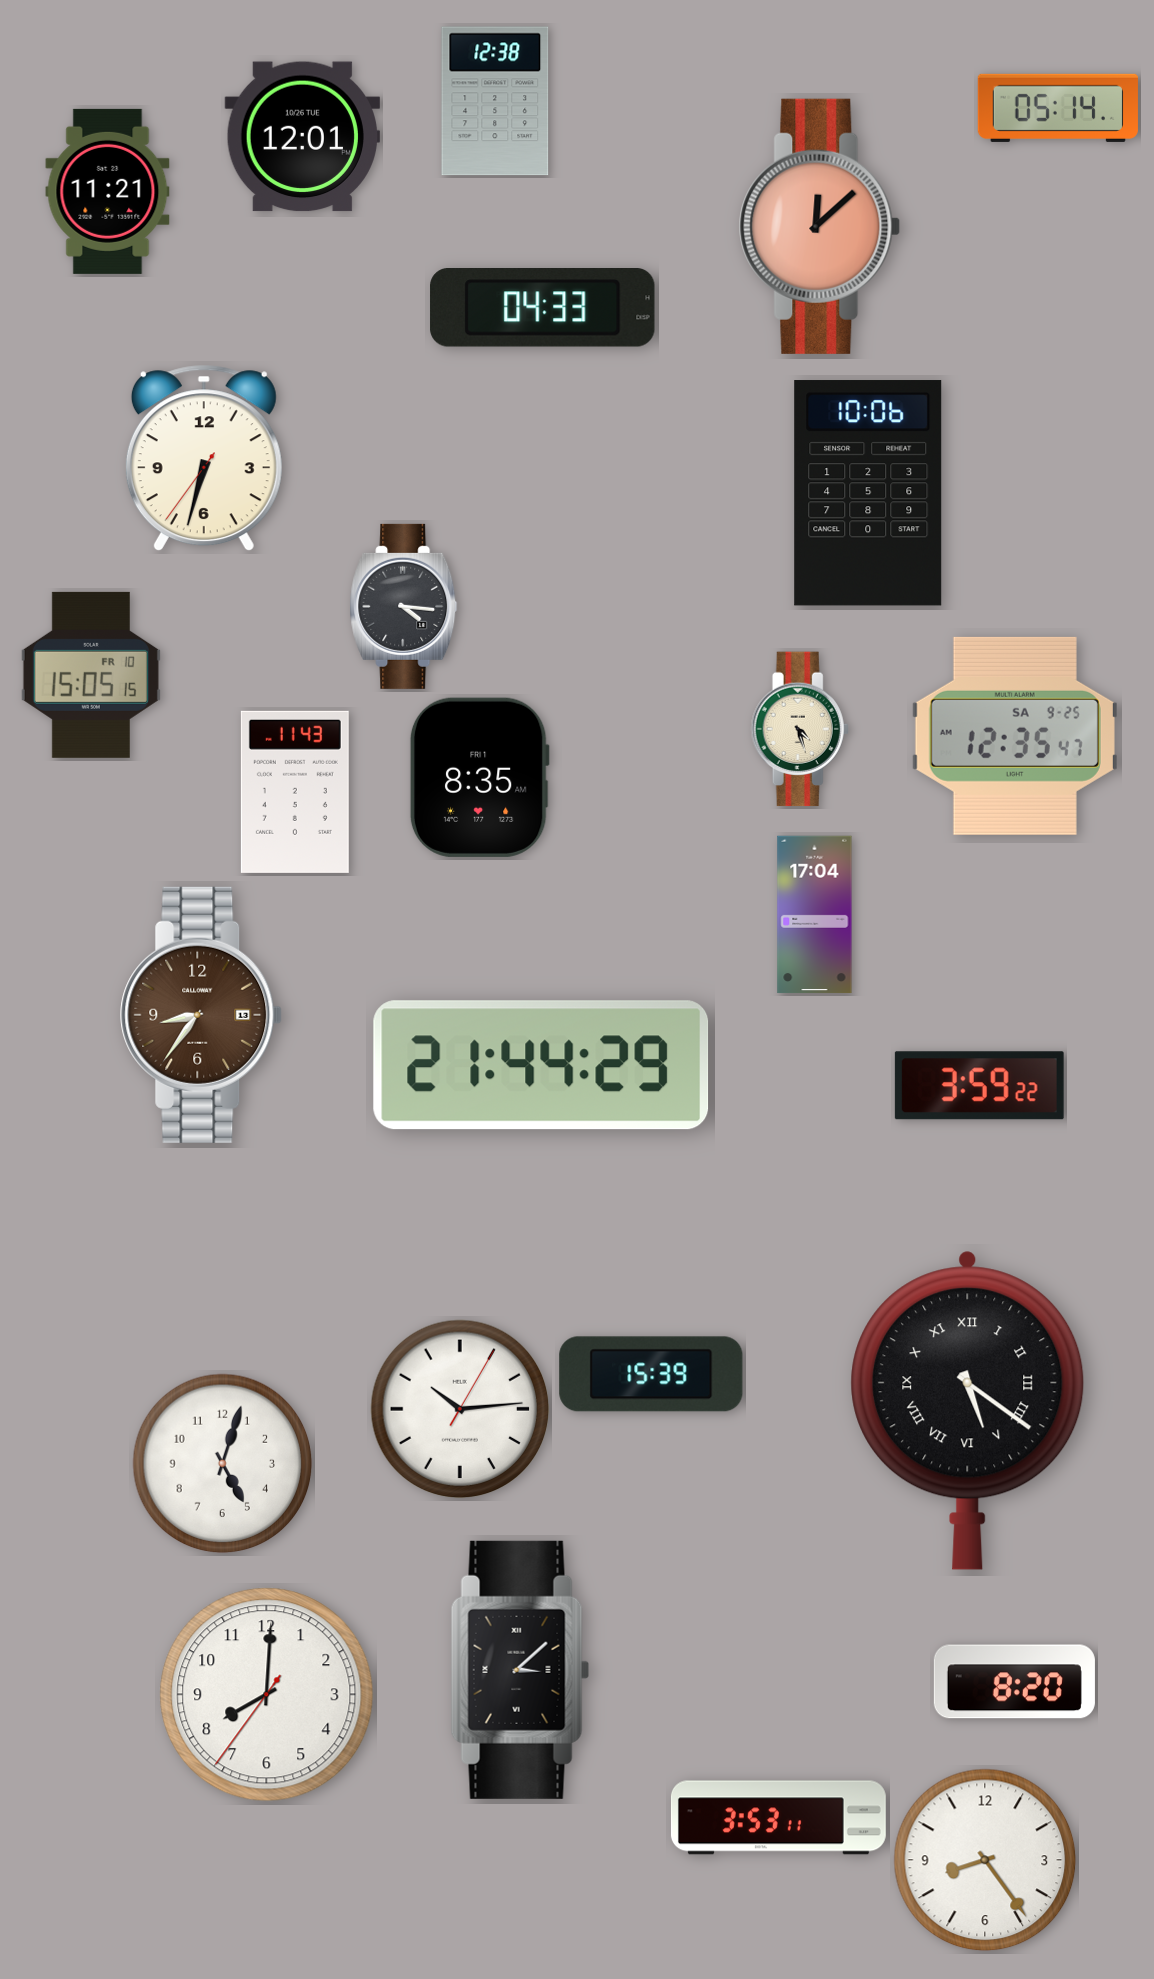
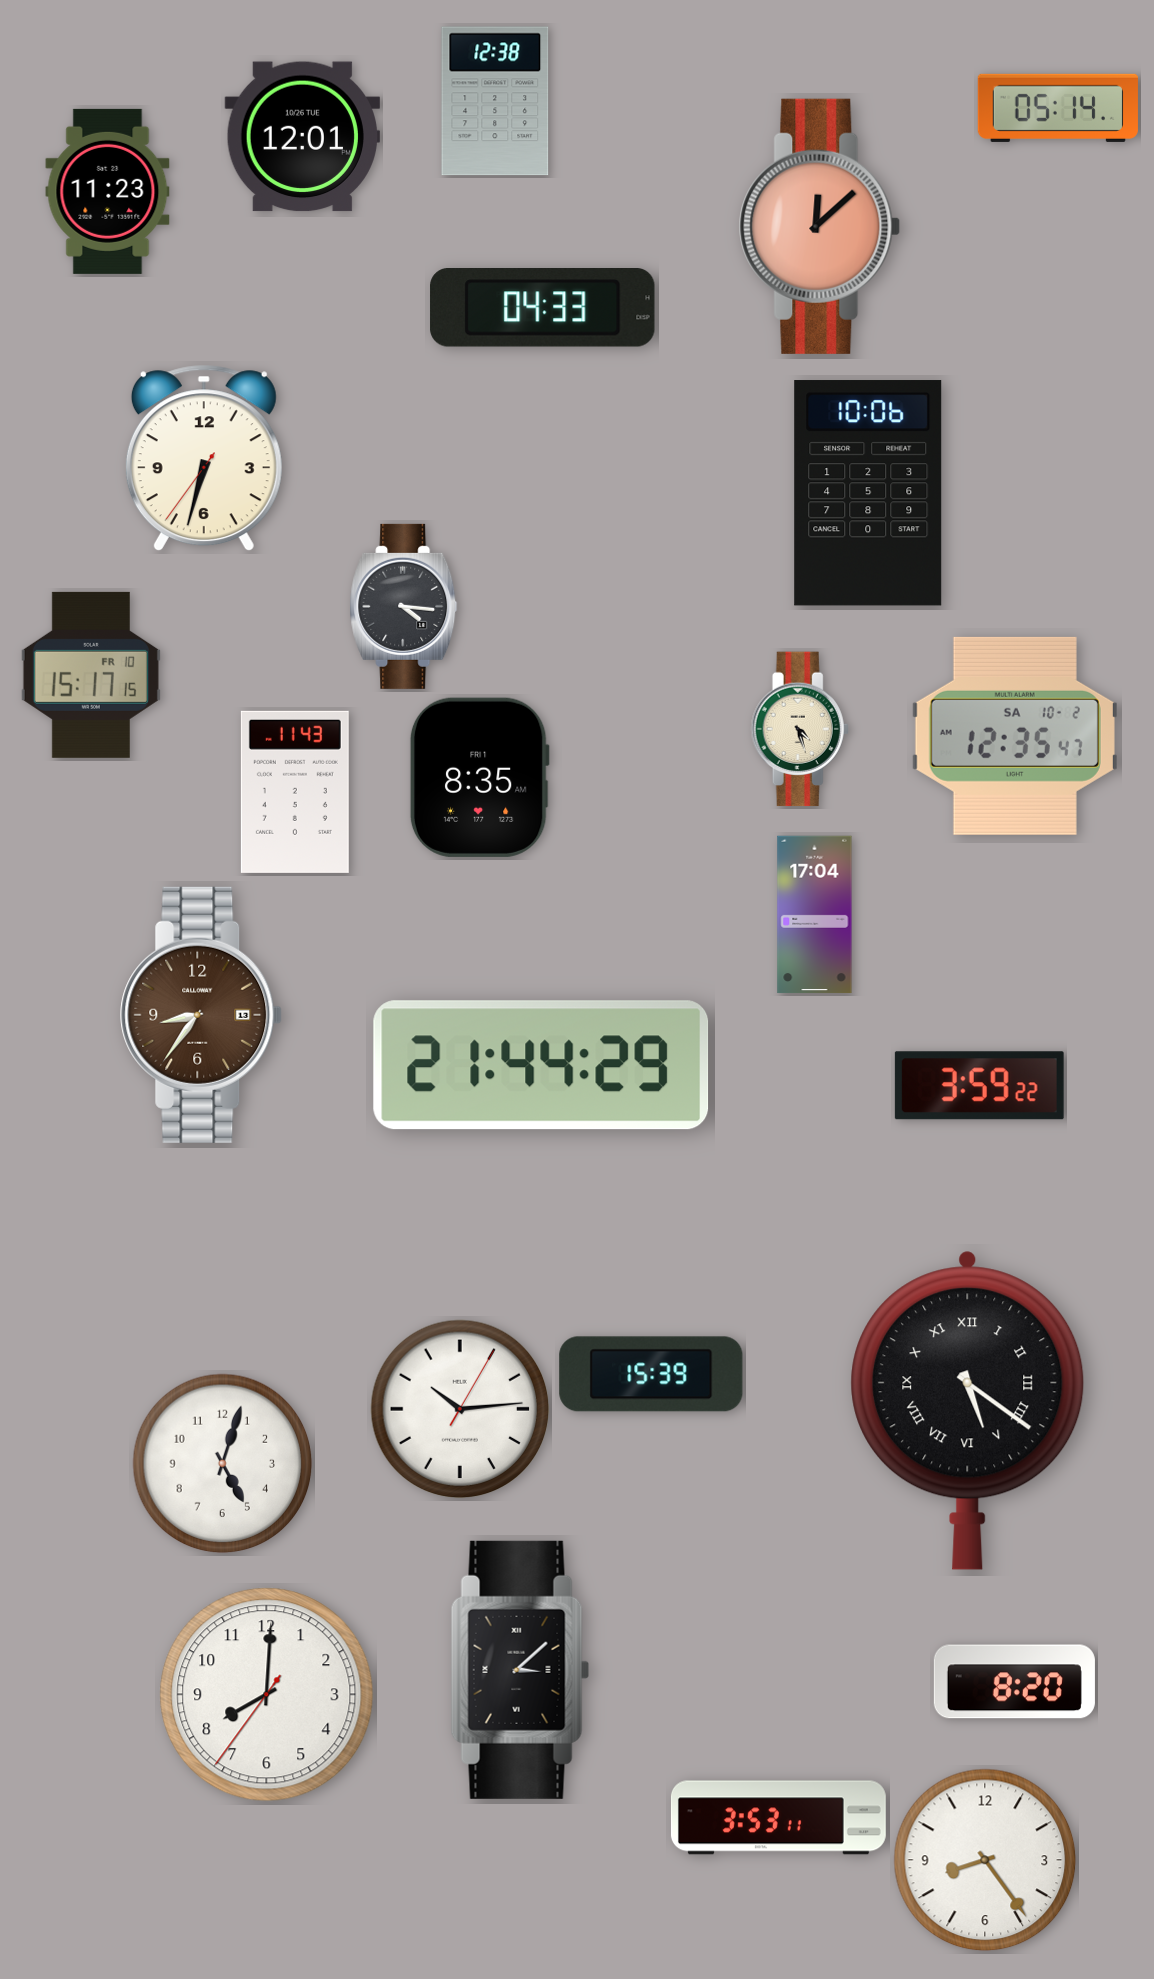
clock at (108, 191): 11:21 -> 11:23
clock at (91, 675): 15:05 -> 15:17
clock at (1015, 736) date: SA 9-25 -> SA 10-2
